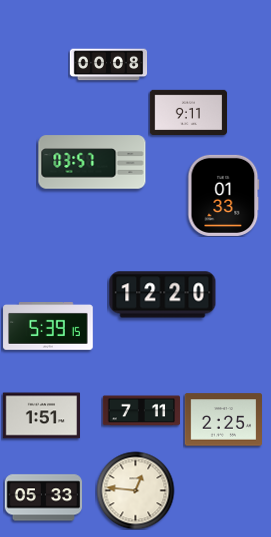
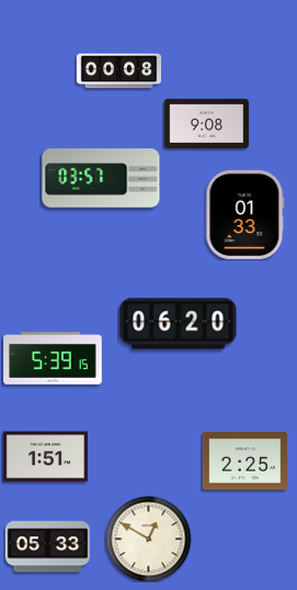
clock at (188, 112): 9:11 -> 9:08
clock at (163, 295): 12:20 -> 06:20
clock at (141, 411): 7:11 -> none
clock at (135, 490): 12:46 -> 12:50
